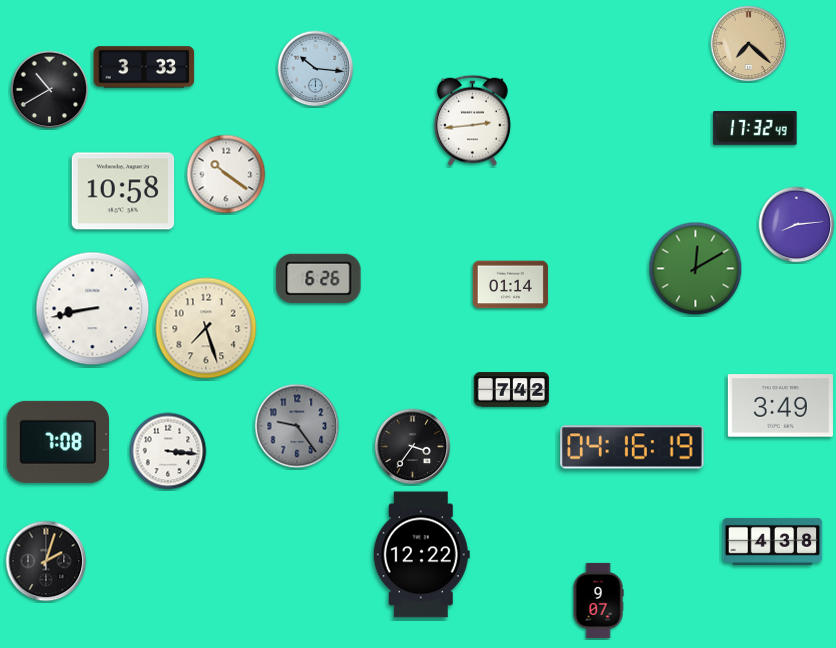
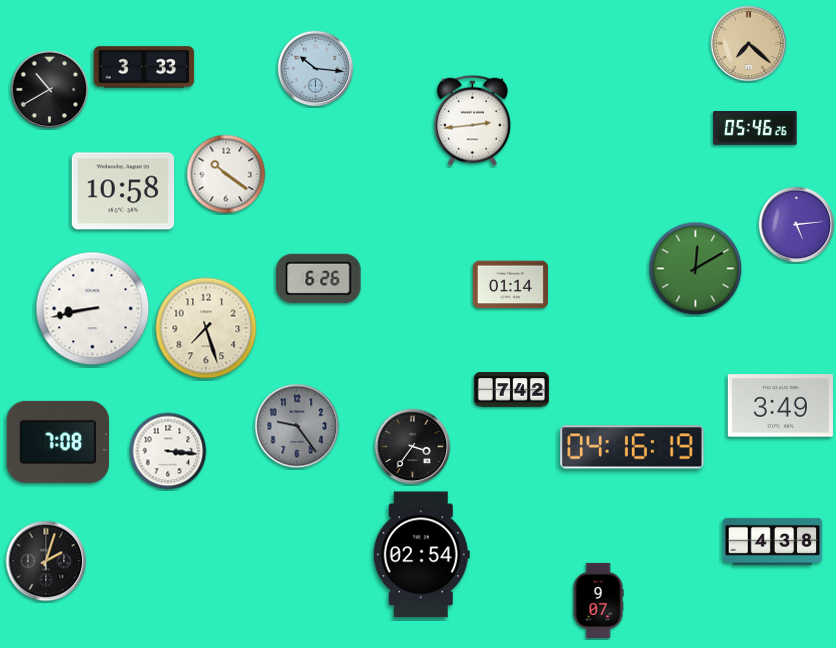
clock at (755, 129): 17:32 -> 05:46
clock at (797, 225): 8:14 -> 5:14
clock at (421, 555): 12:22 -> 02:54
